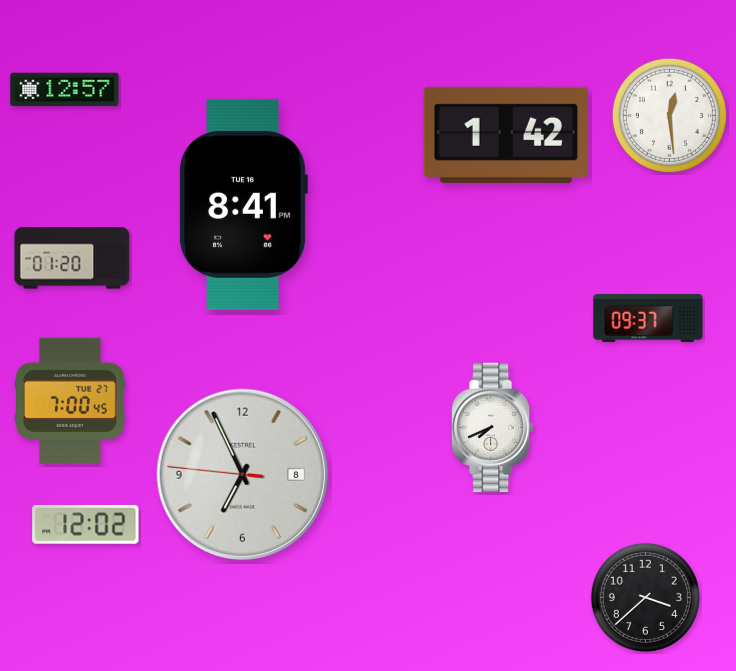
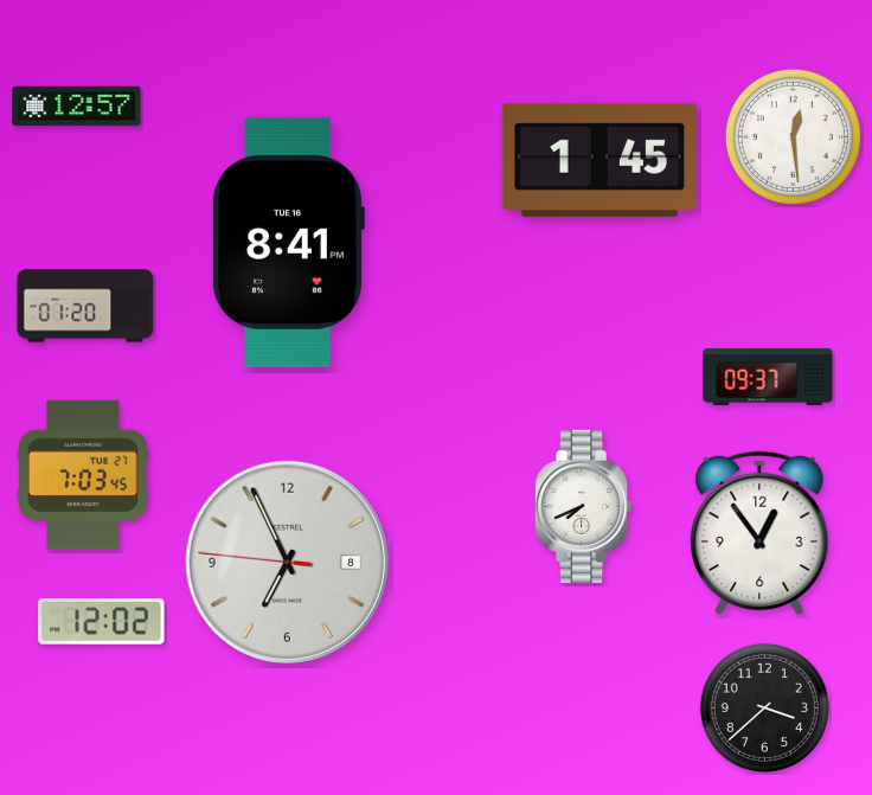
clock at (505, 135): 1:42 -> 1:45
clock at (71, 401): 7:00 -> 7:03
clock at (759, 533): none -> 12:54
